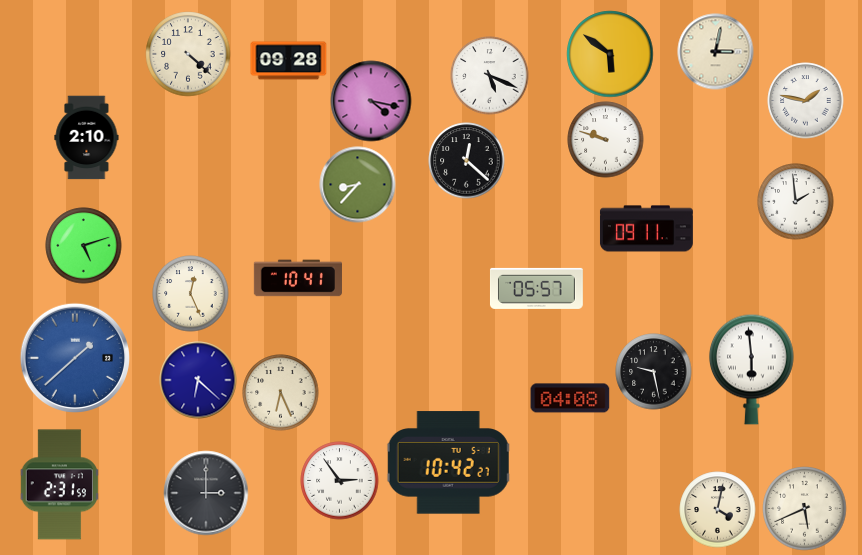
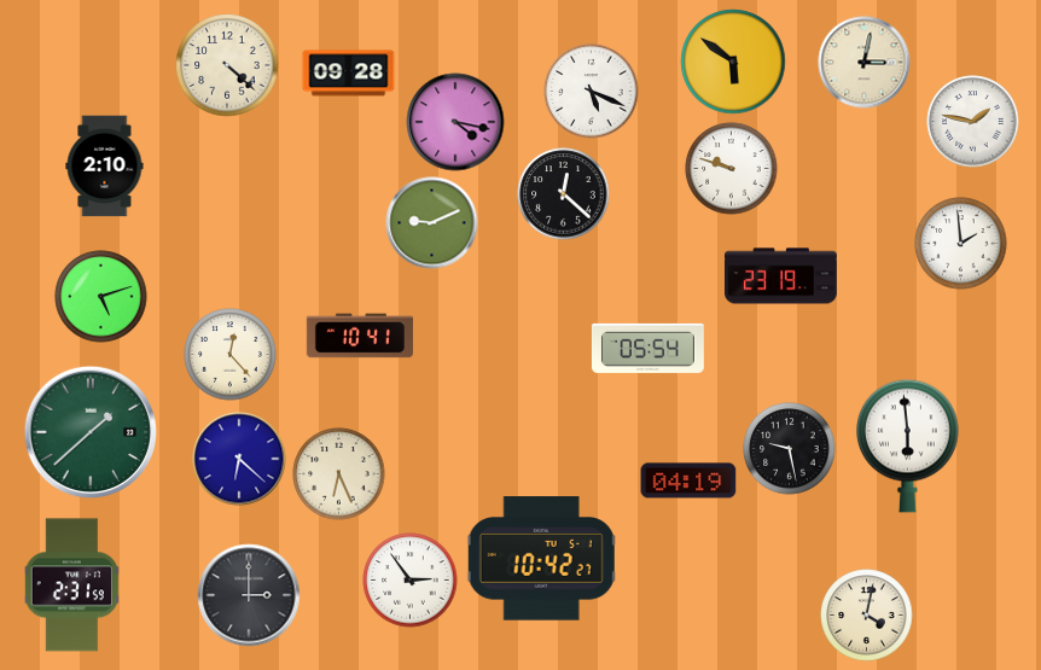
clock at (610, 54) position: (610, 54) -> (733, 62)
clock at (371, 101) position: (371, 101) -> (455, 122)
clock at (358, 185): 8:37 -> 9:11
clock at (646, 229): 09:11 -> 23:19
clock at (536, 288): 05:57 -> 05:54
clock at (191, 294): 12:26 -> 12:23
clock at (74, 357) dial: blue -> green
clock at (570, 398): 04:08 -> 04:19
clock at (805, 509): 5:41 -> none
